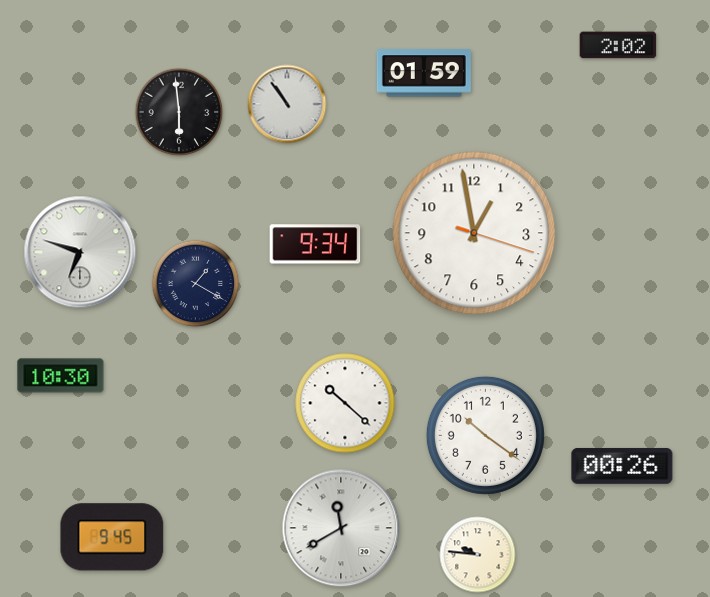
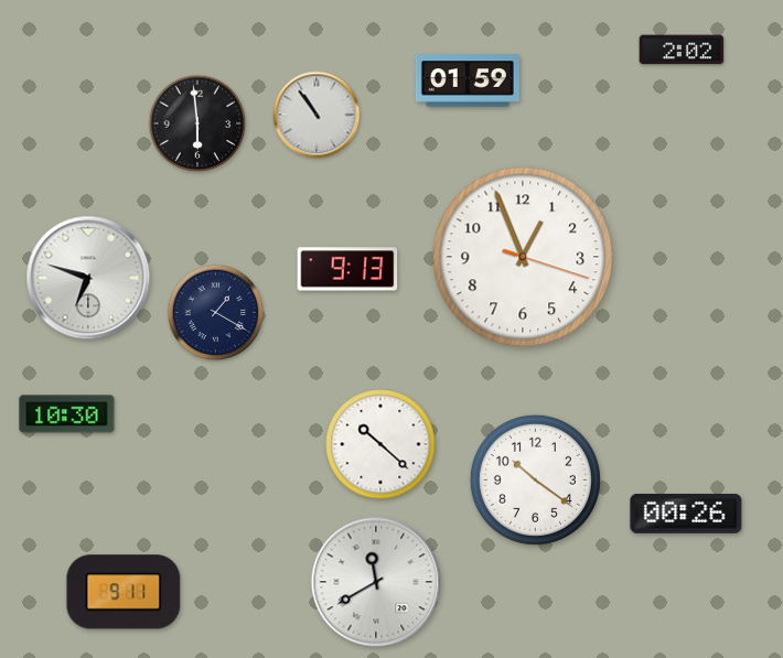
clock at (474, 233): 12:58 -> 12:56
clock at (315, 244): 9:34 -> 9:13
clock at (112, 537): 9:45 -> 9:11
clock at (478, 555): 9:46 -> none
